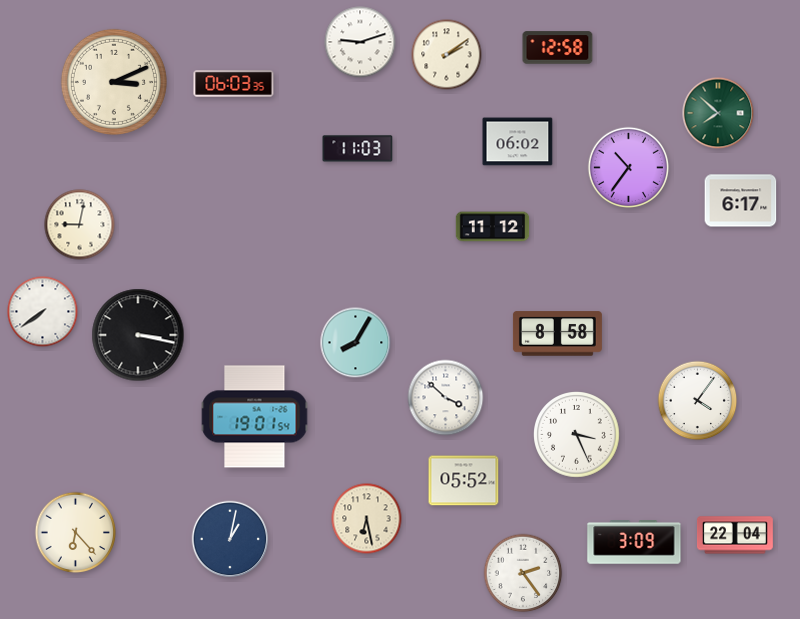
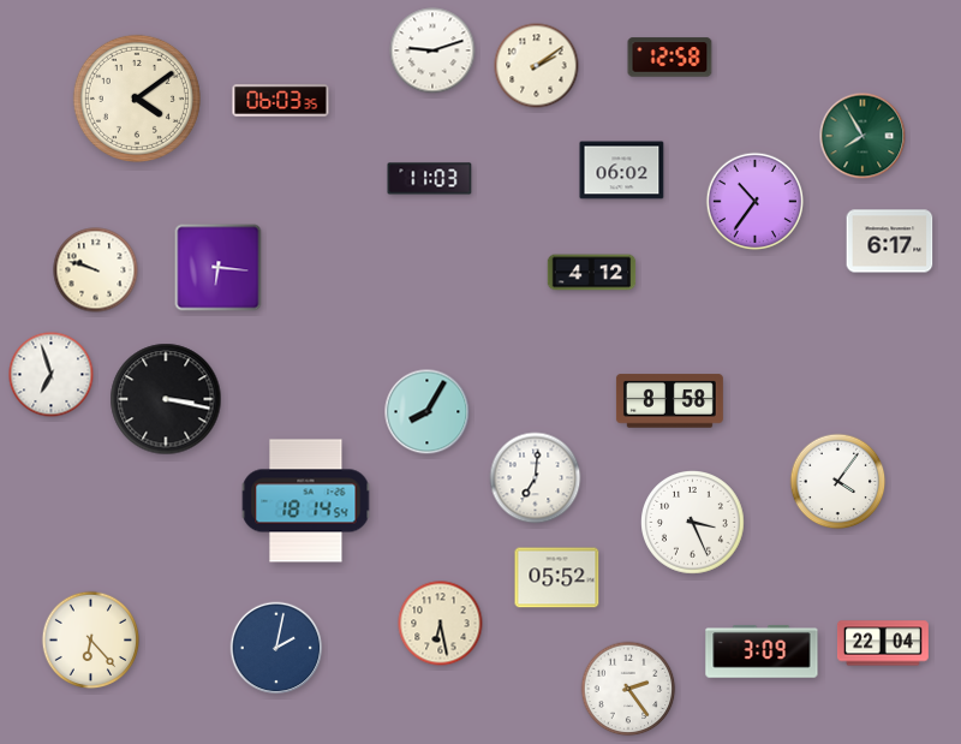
clock at (114, 82): 3:11 -> 4:09
clock at (718, 113): 7:52 -> 7:55
clock at (219, 268): none -> 6:16
clock at (80, 225): 9:02 -> 9:48
clock at (493, 227): 11:12 -> 4:12
clock at (43, 312): 7:39 -> 6:57
clock at (138, 335) position: (138, 335) -> (166, 399)
clock at (446, 398): 3:52 -> 7:01
clock at (255, 417): 19:01 -> 18:14
clock at (230, 539): 1:02 -> 2:02
